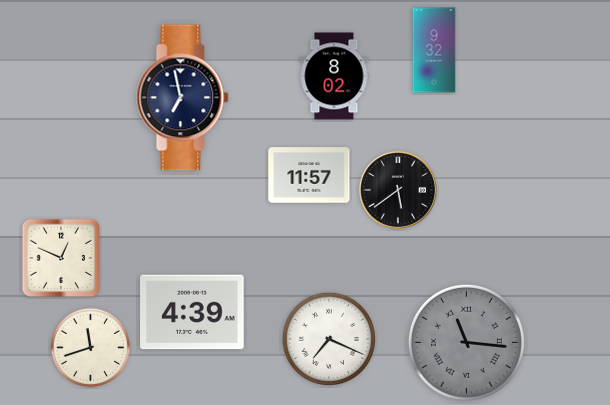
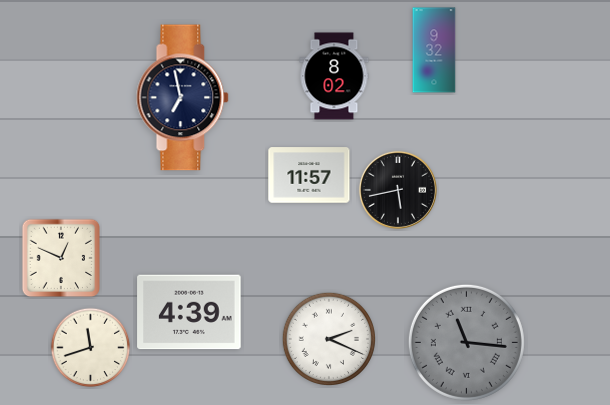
clock at (398, 190): 5:39 -> 5:43
clock at (192, 312) position: (192, 312) -> (189, 312)
clock at (328, 338): 7:19 -> 2:19
